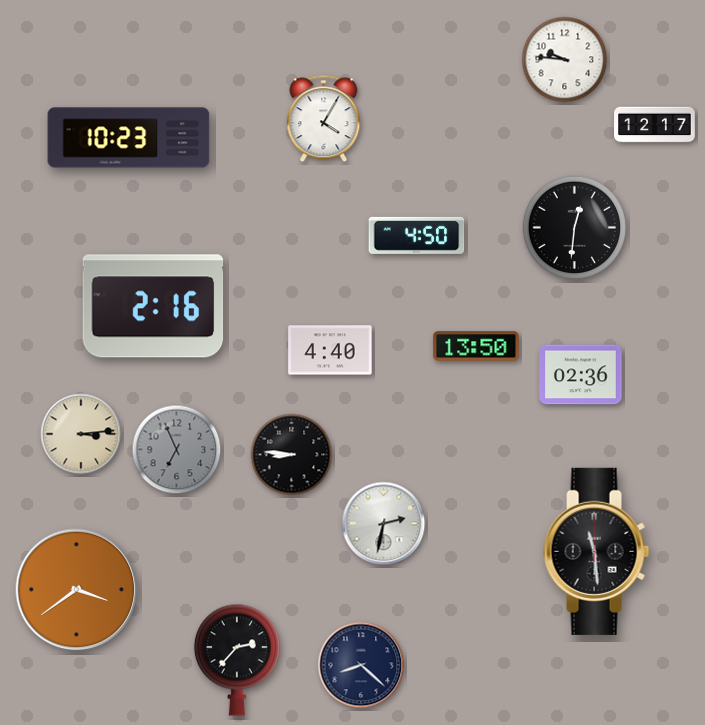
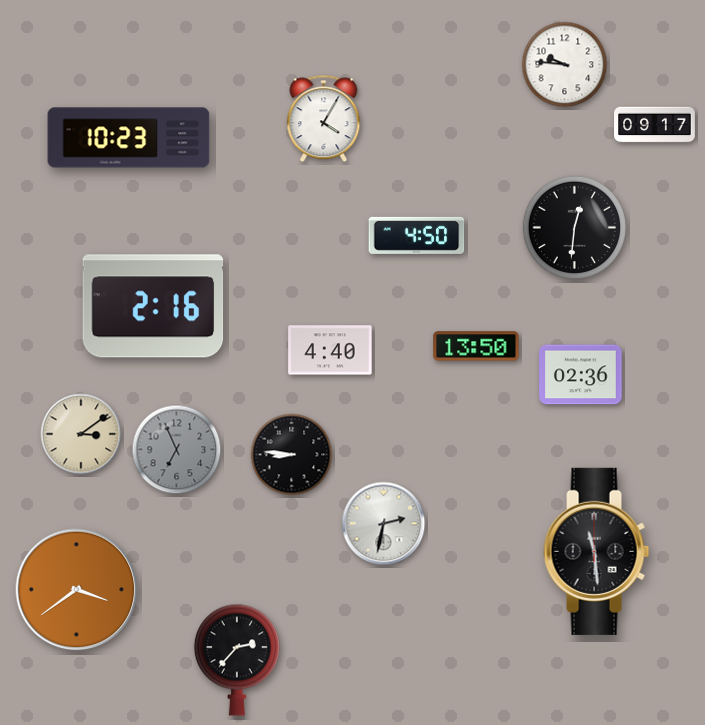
clock at (565, 60) position: (565, 60) -> (565, 65)
clock at (655, 125): 12:17 -> 09:17
clock at (81, 434): 3:14 -> 3:09
clock at (361, 665): 8:22 -> none
